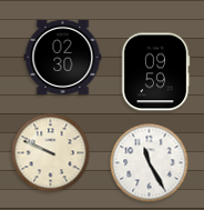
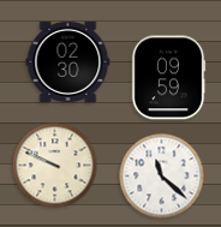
clock at (150, 163): 11:25 -> 11:22
